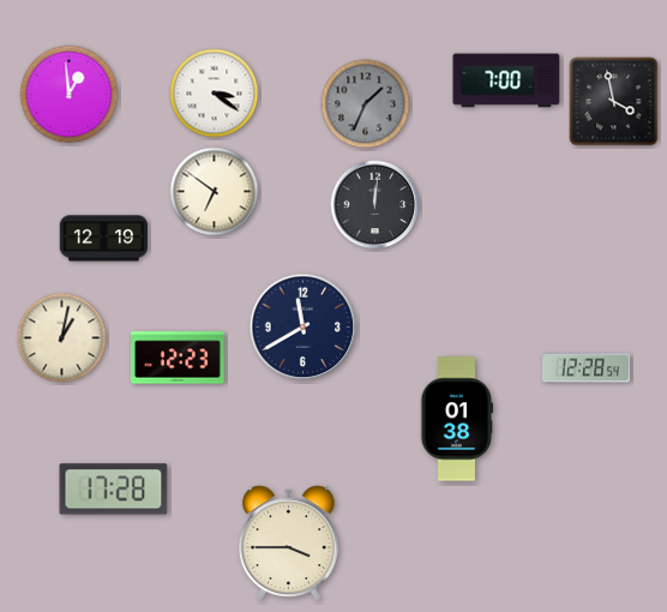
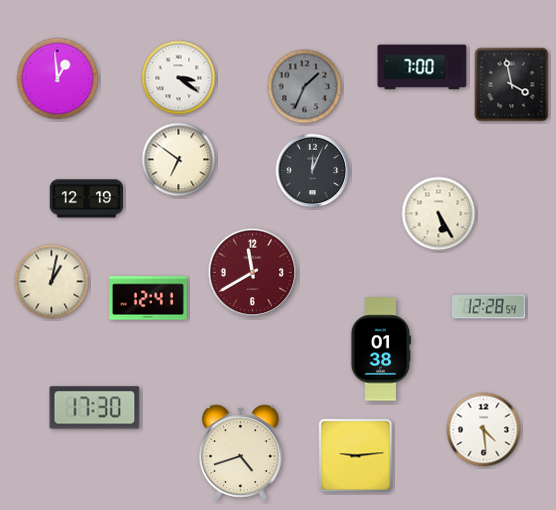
clock at (375, 205): 12:01 -> 12:04
clock at (439, 214): none -> 5:25
clock at (304, 328) dial: navy -> burgundy
clock at (179, 358): 12:23 -> 12:41
clock at (114, 490): 17:28 -> 17:30
clock at (484, 430): none -> 4:29
clock at (289, 544): 3:45 -> 4:42
clock at (356, 456): none -> 9:14
